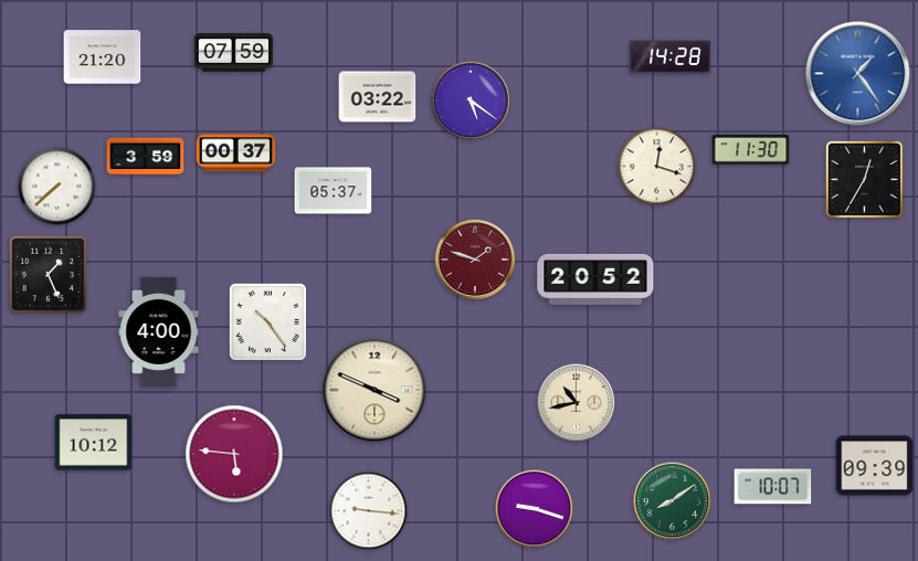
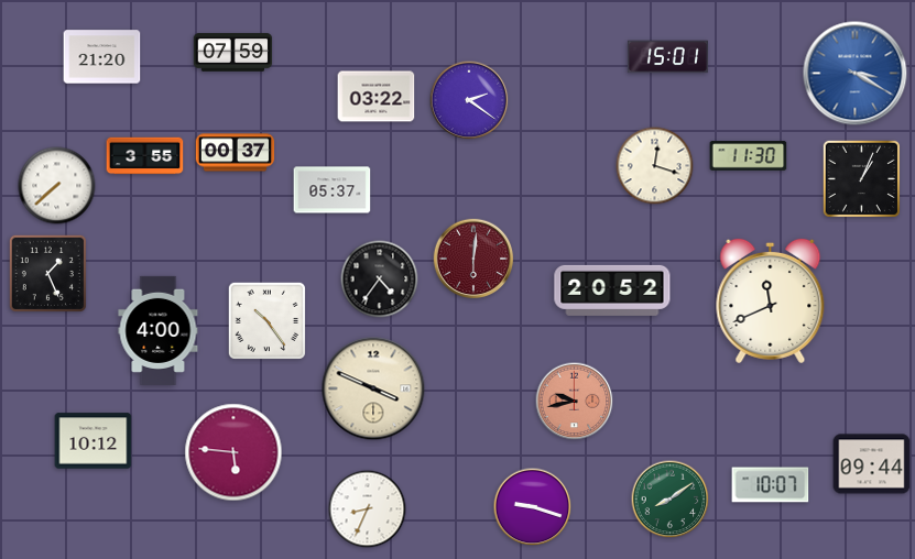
clock at (669, 57): 14:28 -> 15:01
clock at (858, 74): 1:24 -> 3:20
clock at (471, 100): 5:21 -> 2:21
clock at (751, 150) position: (751, 150) -> (749, 156)
clock at (146, 157): 3:59 -> 3:55
clock at (864, 179): 12:35 -> 1:04
clock at (475, 260): 1:48 -> 6:01
clock at (595, 279) position: (595, 279) -> (612, 291)
clock at (380, 279): none -> 4:36
clock at (771, 300): none -> 11:41
clock at (577, 403): 10:43 -> 9:43
clock at (577, 403) dial: cream -> salmon
clock at (875, 466): 09:39 -> 09:44
clock at (369, 511): 9:16 -> 8:34
